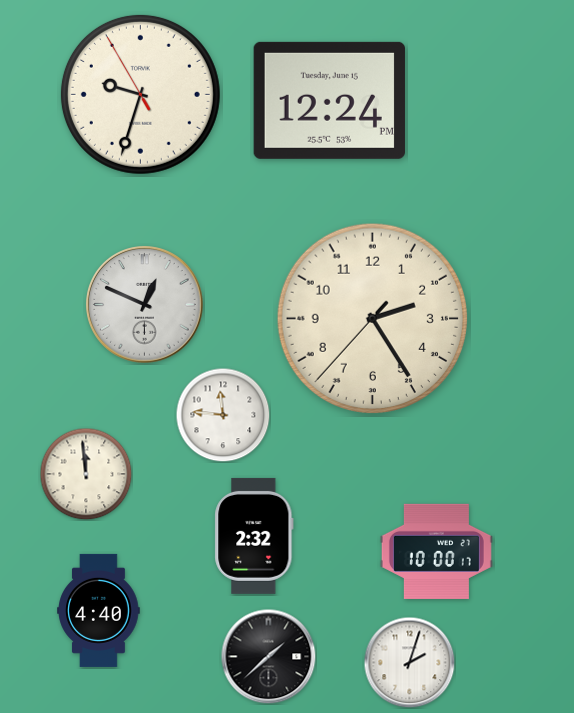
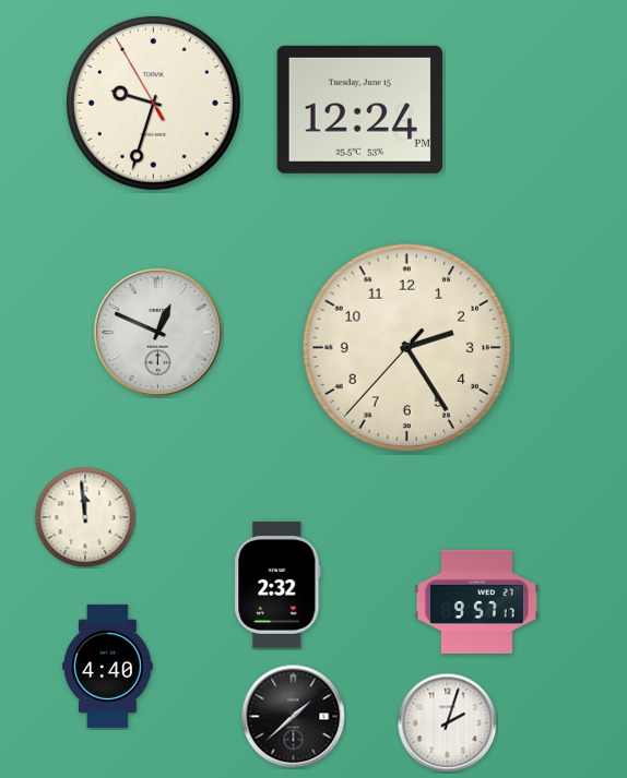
clock at (223, 415): 11:46 -> none
clock at (86, 474) position: (86, 474) -> (85, 517)
clock at (436, 551): 10:00 -> 9:57
